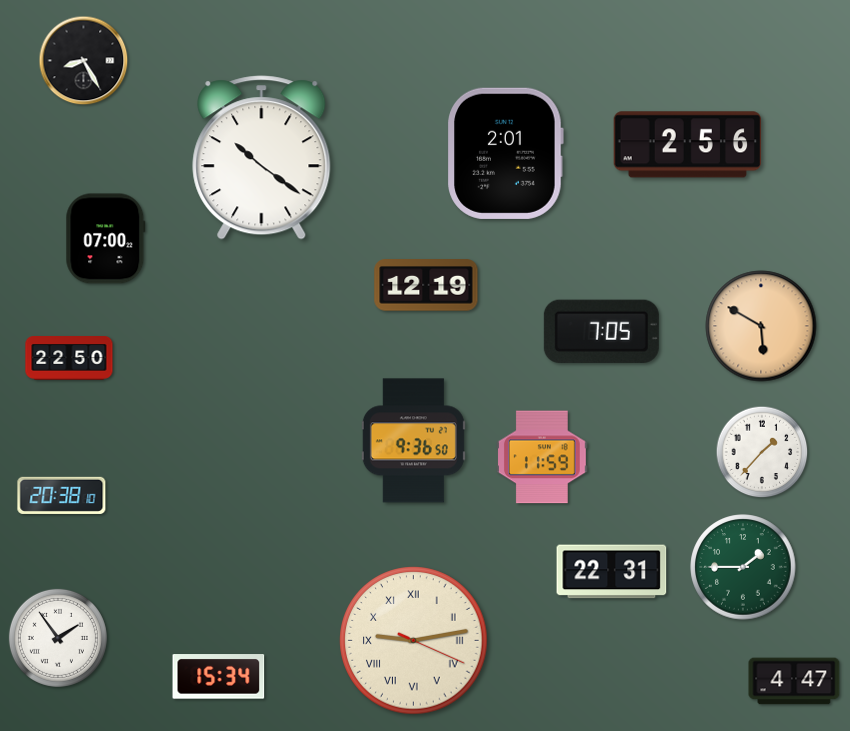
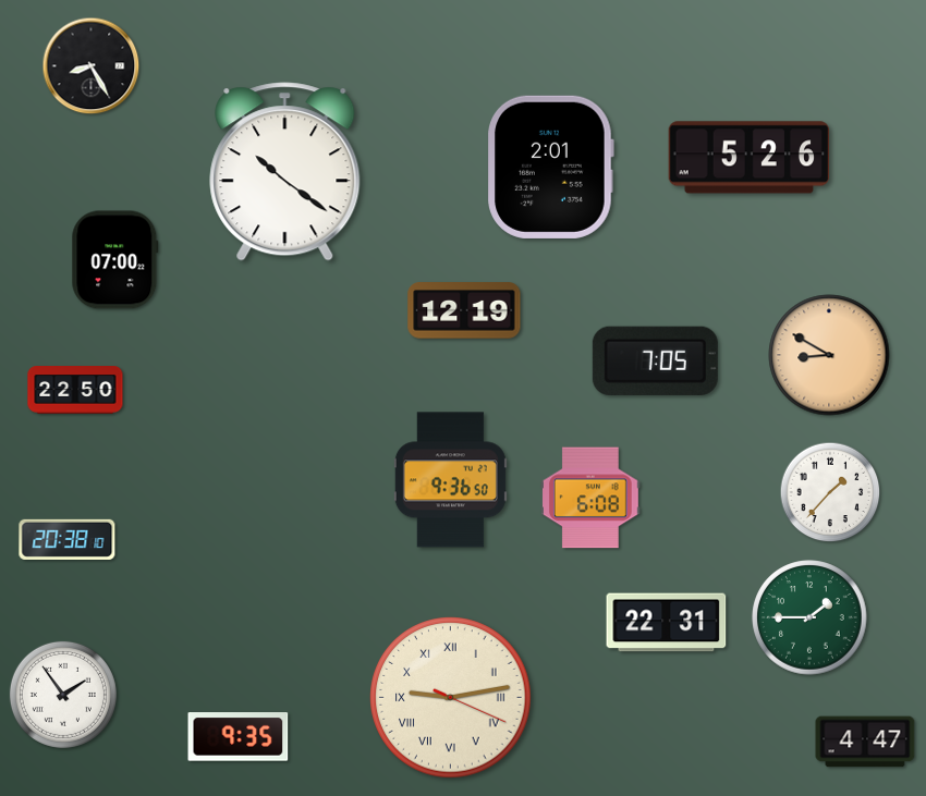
clock at (688, 145): 2:56 -> 5:26
clock at (761, 326): 5:50 -> 8:50
clock at (542, 457): 11:59 -> 6:08
clock at (219, 677): 15:34 -> 9:35
